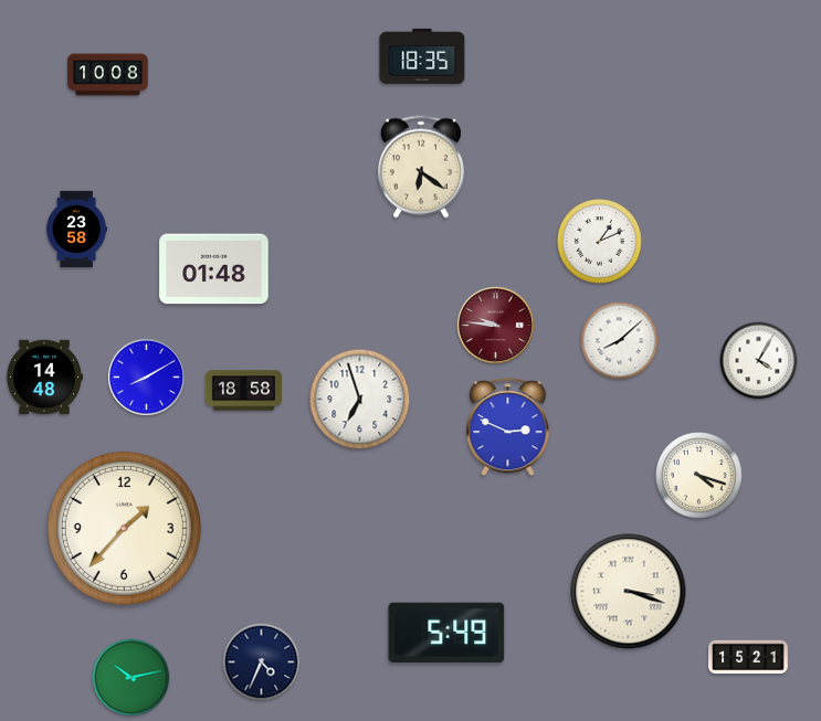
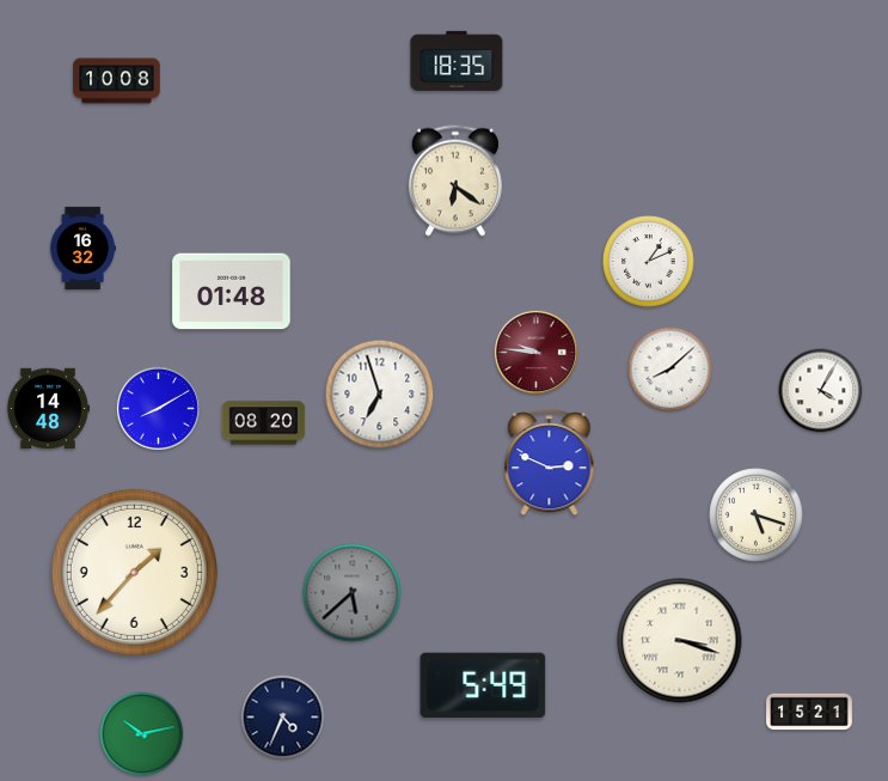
clock at (76, 230): 23:58 -> 16:32
clock at (244, 391): 18:58 -> 08:20
clock at (360, 400) position: (360, 400) -> (380, 395)
clock at (699, 476): 4:18 -> 5:18
clock at (353, 593): none -> 5:38
